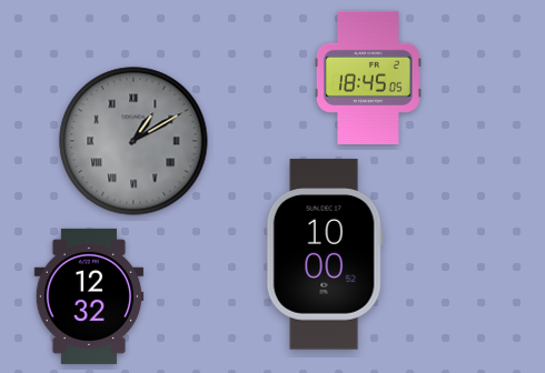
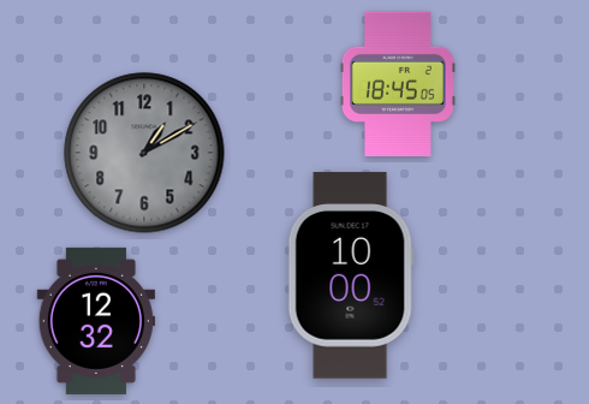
clock at (133, 141) numerals: Roman -> Arabic
